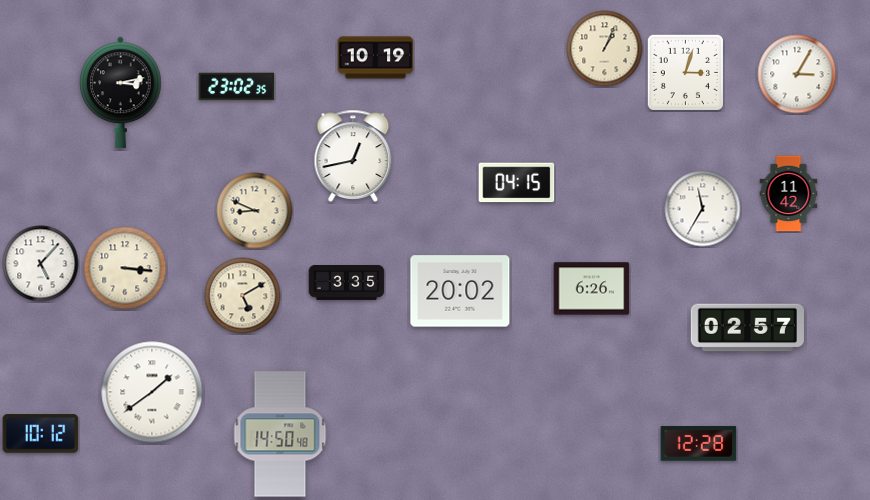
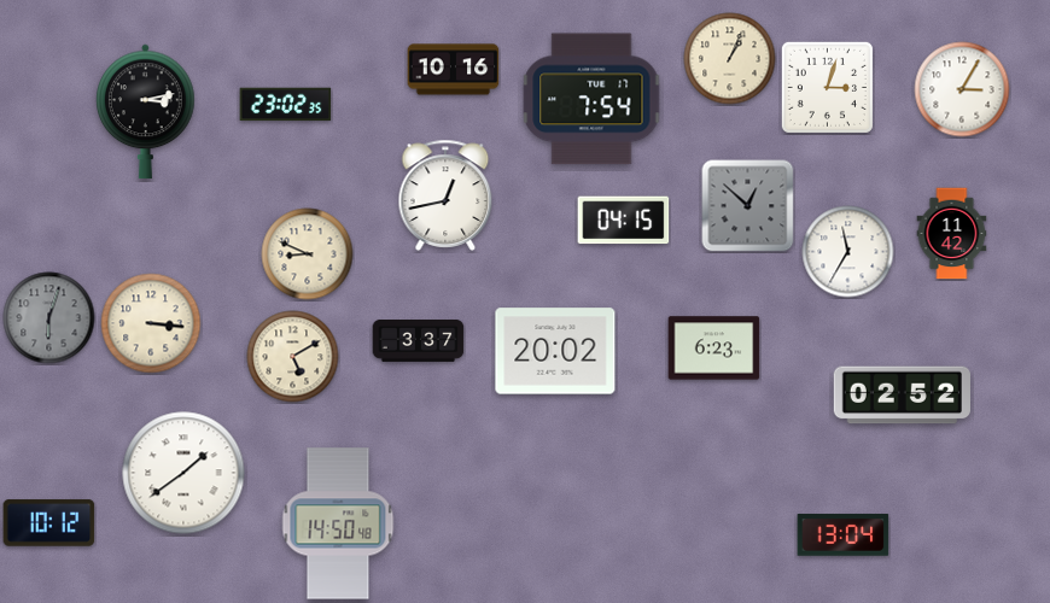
clock at (376, 58): 10:19 -> 10:16
clock at (591, 99): none -> 7:54
clock at (353, 156) position: (353, 156) -> (445, 195)
clock at (748, 206): none -> 12:52
clock at (41, 264): 5:07 -> 6:03
clock at (41, 264) dial: white -> grey
clock at (347, 283): 3:35 -> 3:37
clock at (592, 289): 6:26 -> 6:23
clock at (747, 328): 02:57 -> 02:52
clock at (699, 444): 12:28 -> 13:04
